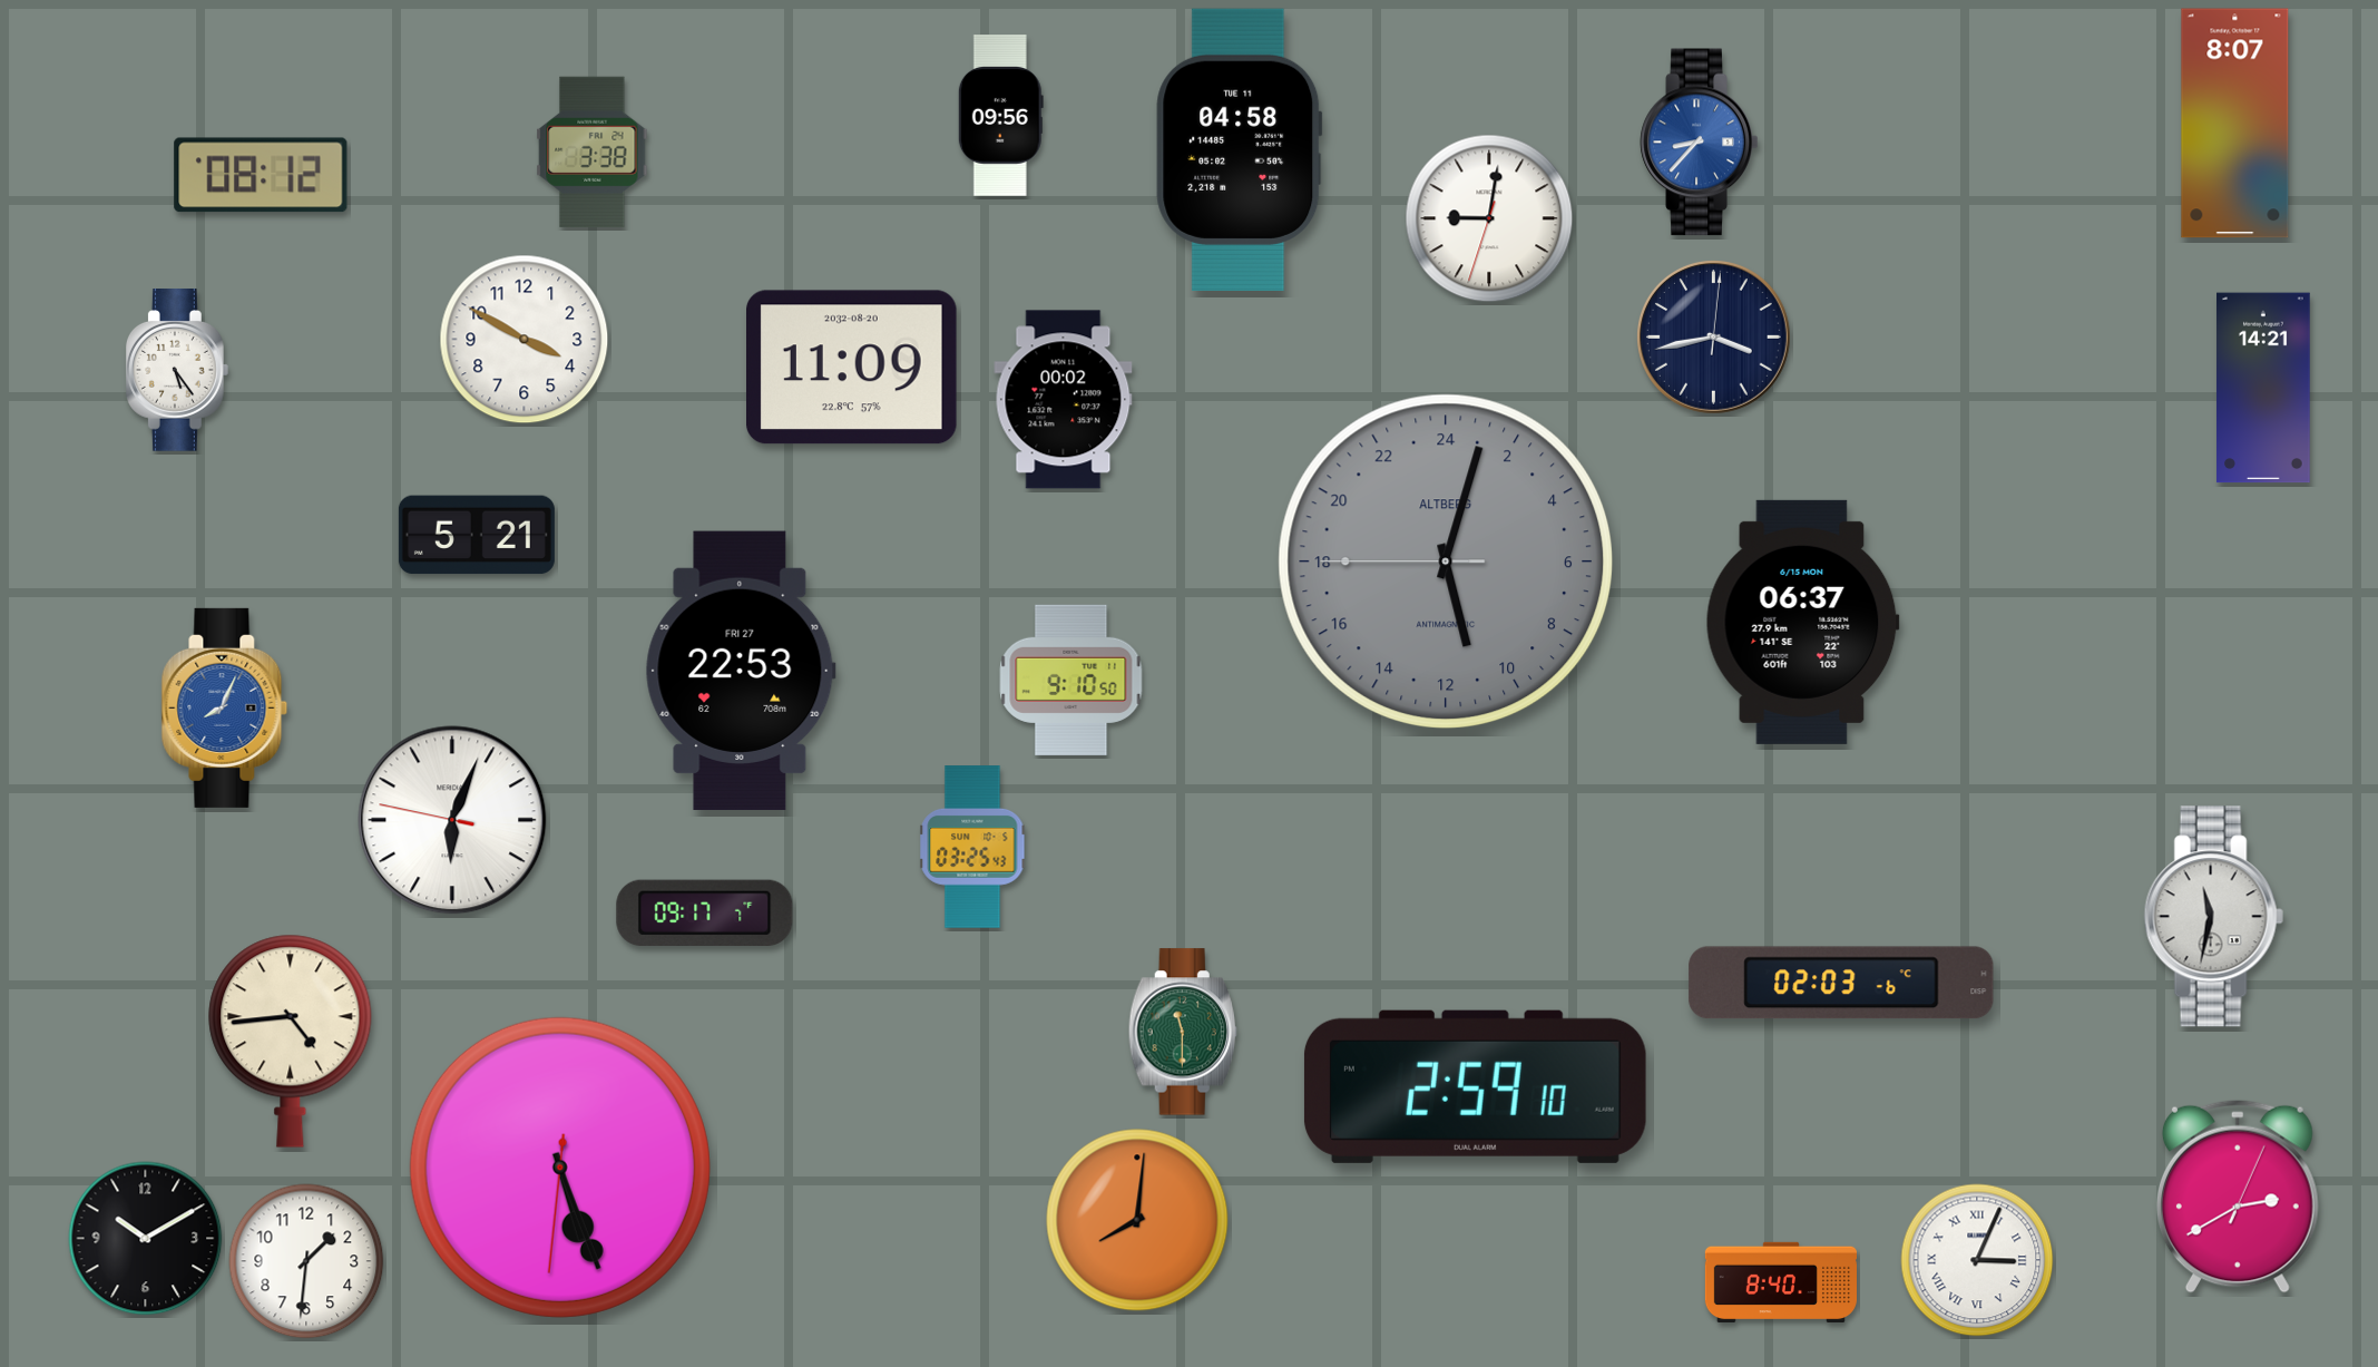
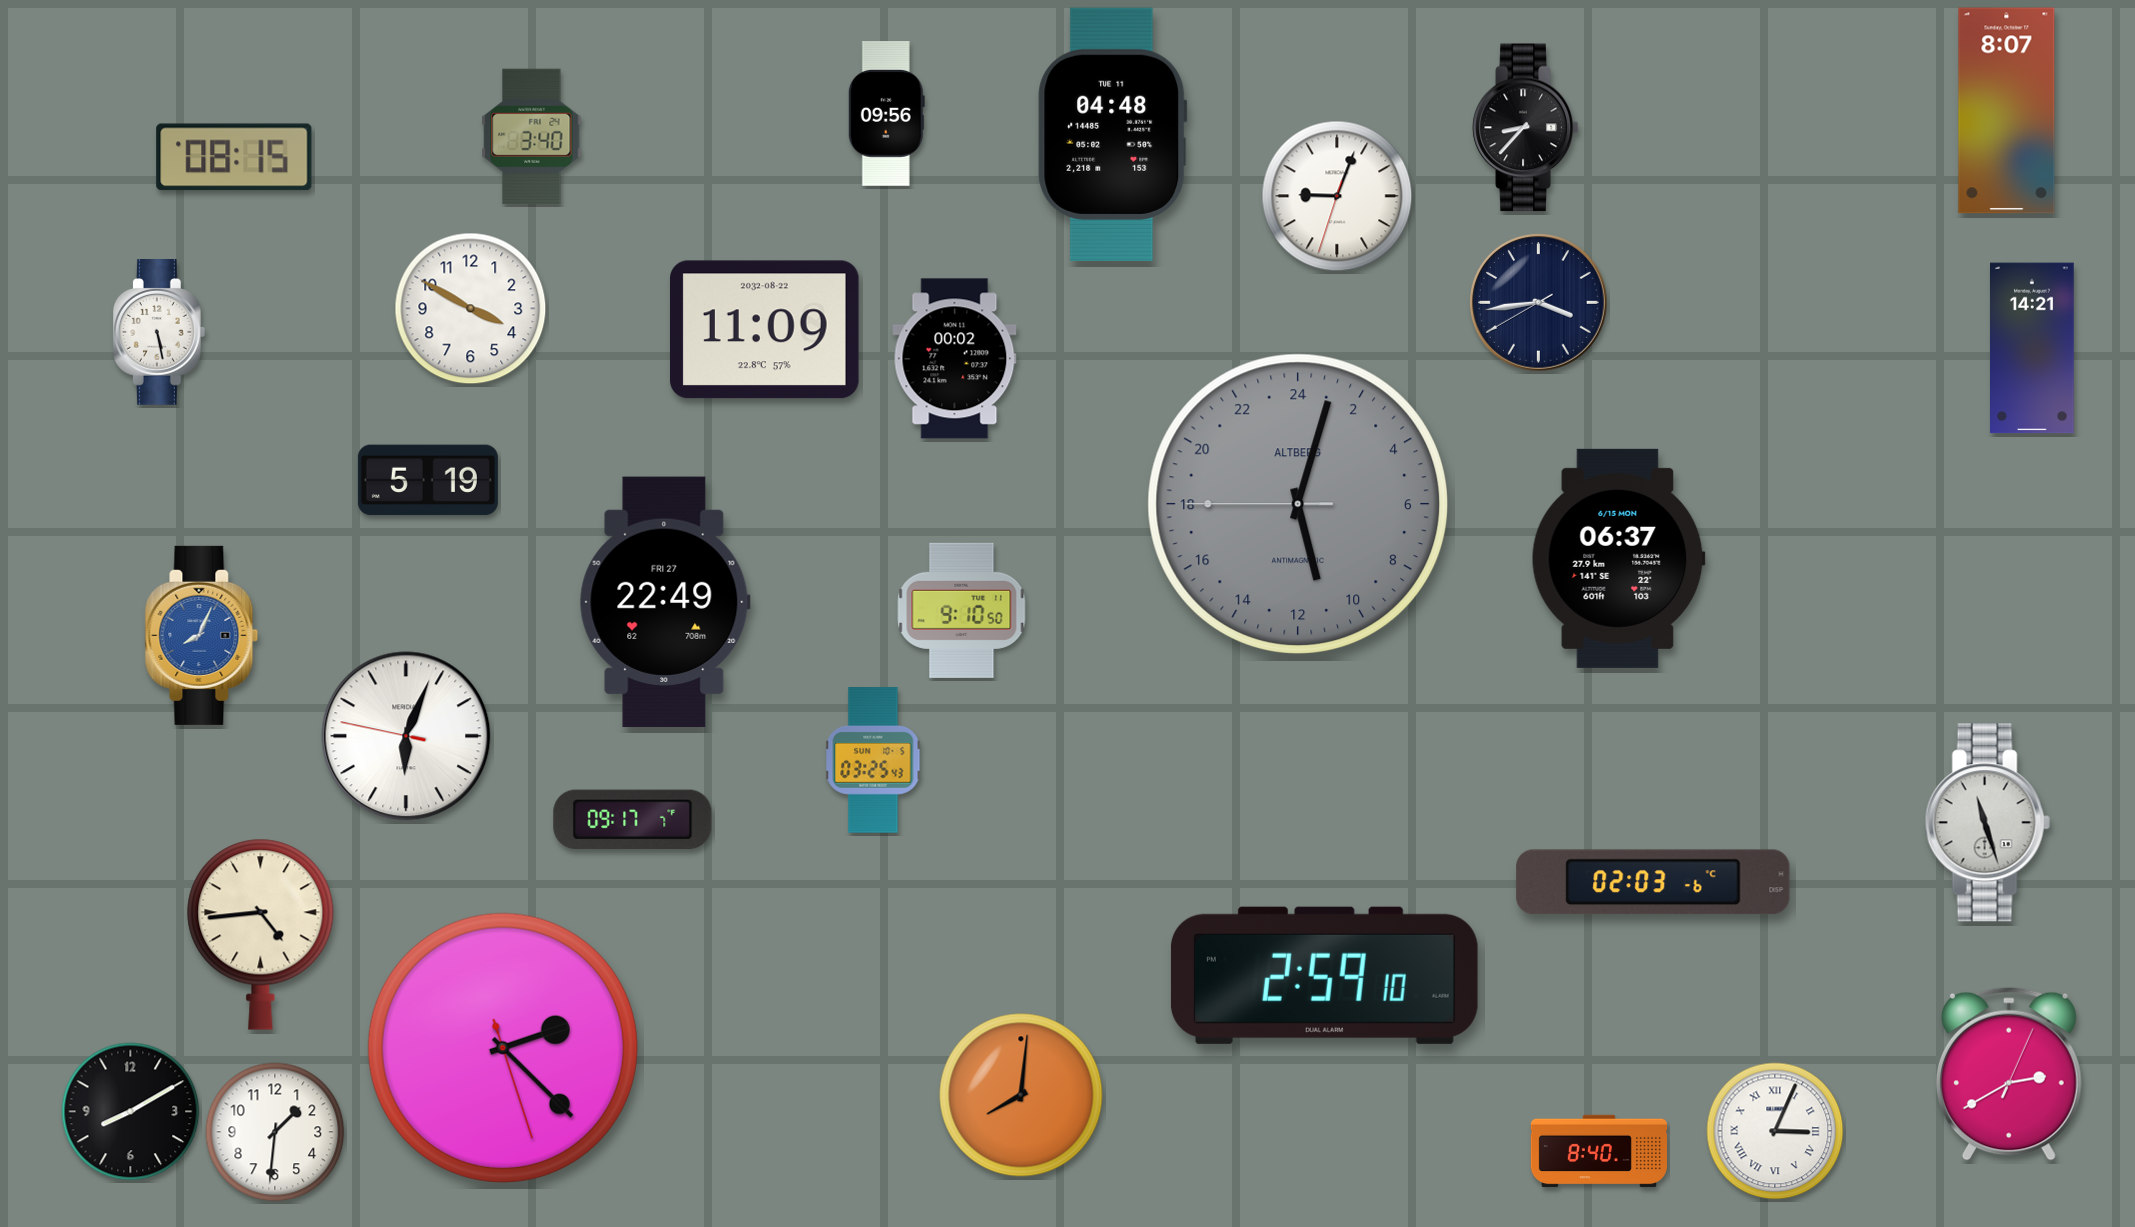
clock at (1000, 116) position: (1000, 116) -> (886, 114)
clock at (1700, 143) dial: blue -> black
clock at (1240, 149): 04:58 -> 04:48
clock at (593, 152): 3:38 -> 3:40
clock at (261, 175): 08:12 -> 08:15
clock at (1489, 218): 9:01 -> 9:03
clock at (1713, 336): 3:43:01 -> 3:43:40
clock at (525, 340) position: (525, 340) -> (471, 309)
clock at (852, 368) date: 2032-08-20 -> 2032-08-22
clock at (177, 371): 5:24 -> 5:28
clock at (477, 535): 5:21 -> 5:19
clock at (741, 671): 22:53 -> 22:49
clock at (2213, 917): 11:32 -> 11:27
clock at (1183, 1032): 11:30 -> none
clock at (560, 1168): 5:26 -> 2:22
clock at (146, 1239): 10:10 -> 8:10
